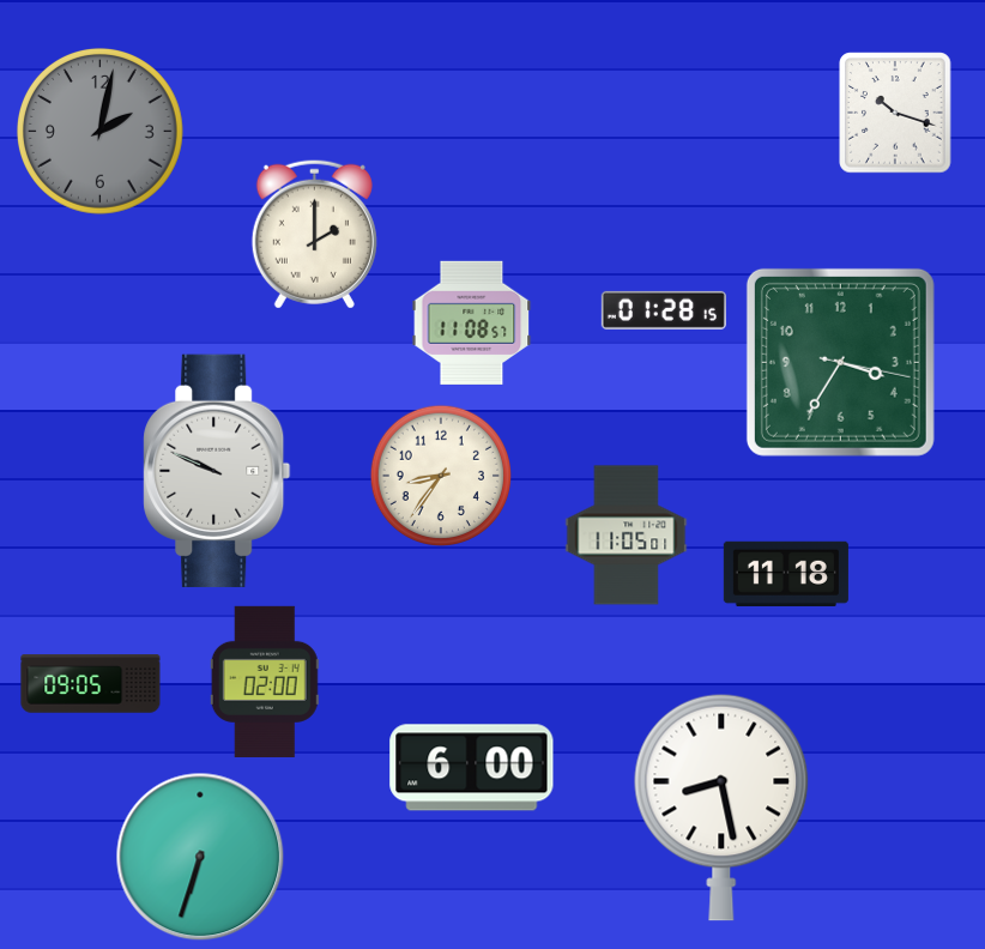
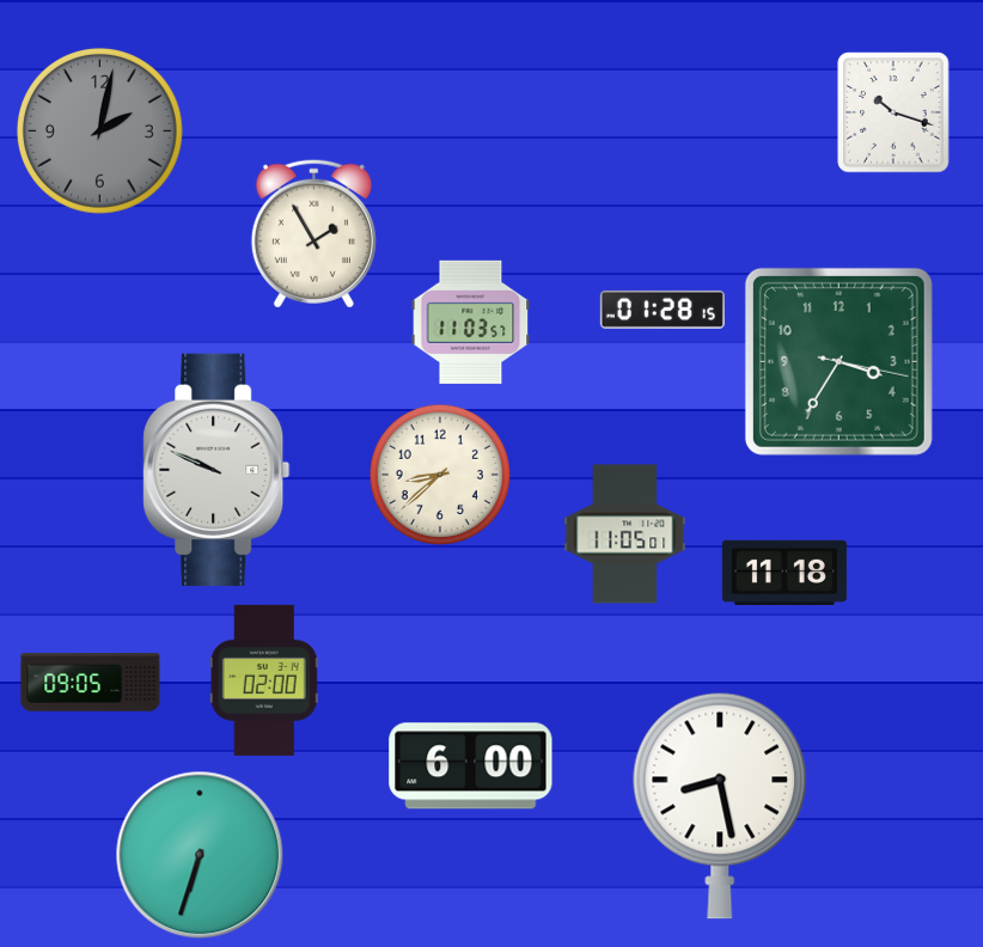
clock at (314, 234): 2:00 -> 1:55
clock at (472, 322): 11:08 -> 11:03
clock at (440, 475): 8:36 -> 8:38
